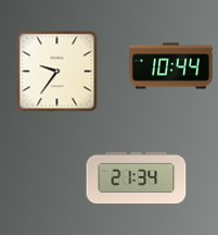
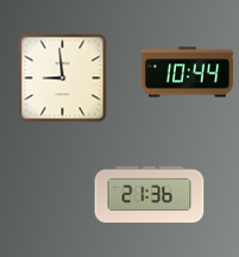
clock at (57, 72): 9:36 -> 8:59
clock at (137, 178): 21:34 -> 21:36
